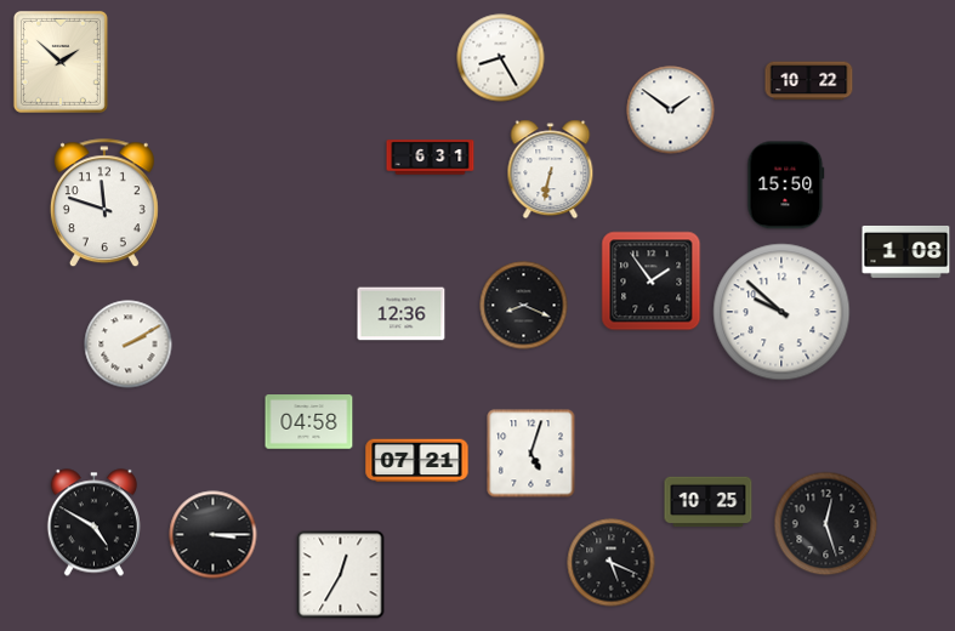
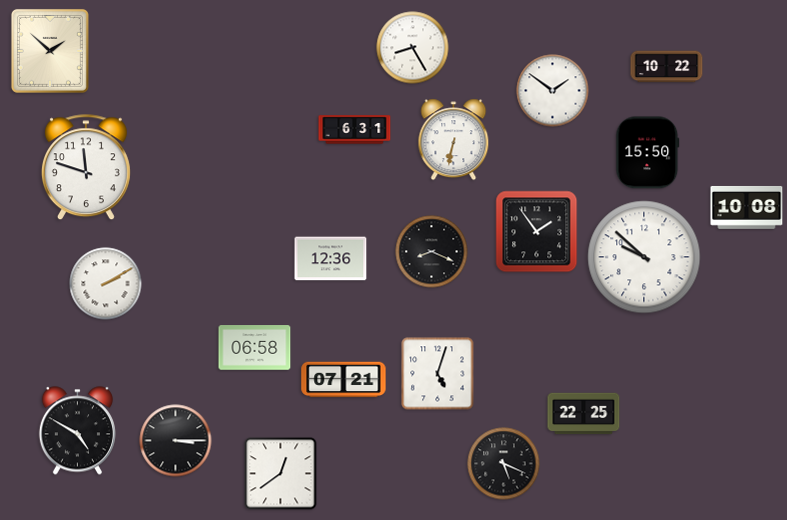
clock at (906, 251): 1:08 -> 10:08
clock at (309, 422): 04:58 -> 06:58
clock at (709, 502): 10:25 -> 22:25
clock at (826, 524): 12:27 -> none
clock at (341, 575): 12:35 -> 12:39
